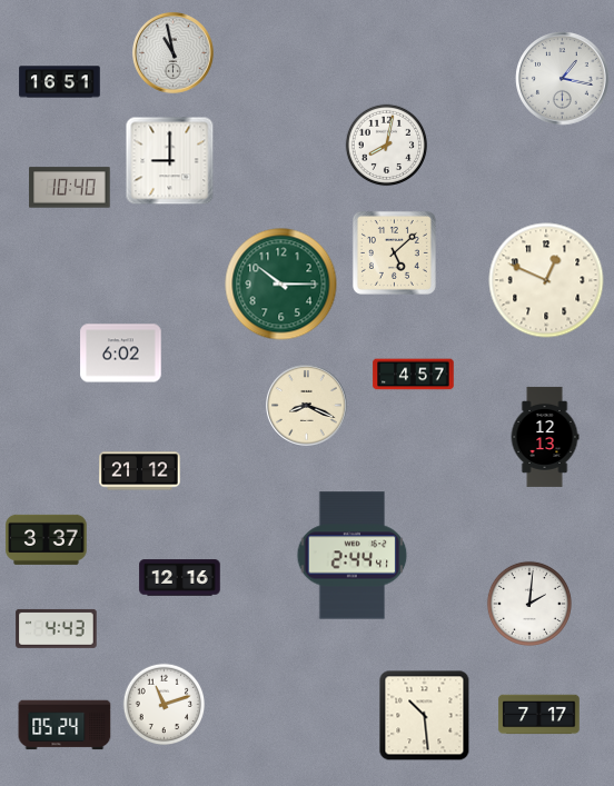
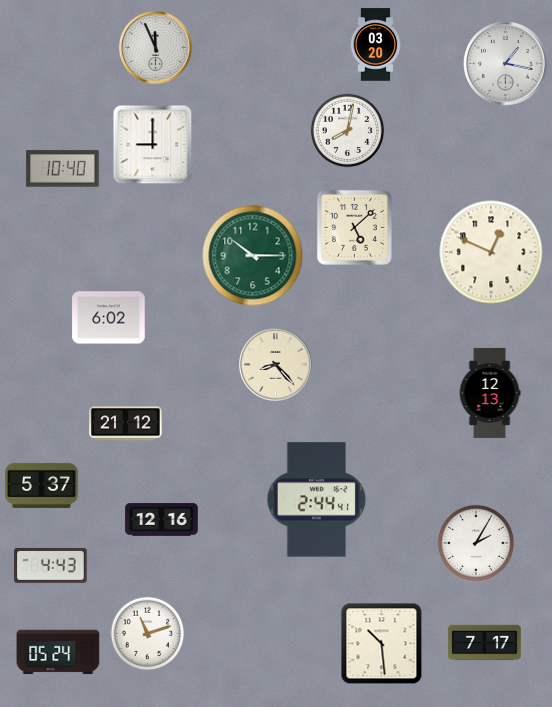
clock at (376, 45): none -> 03:20
clock at (174, 53): 10:58 -> 11:56
clock at (563, 79) position: (563, 79) -> (506, 64)
clock at (60, 82): 16:51 -> none
clock at (414, 375): 4:57 -> none
clock at (307, 406): 8:19 -> 8:23
clock at (47, 539): 3:37 -> 5:37
clock at (529, 604): 2:01 -> 2:05
